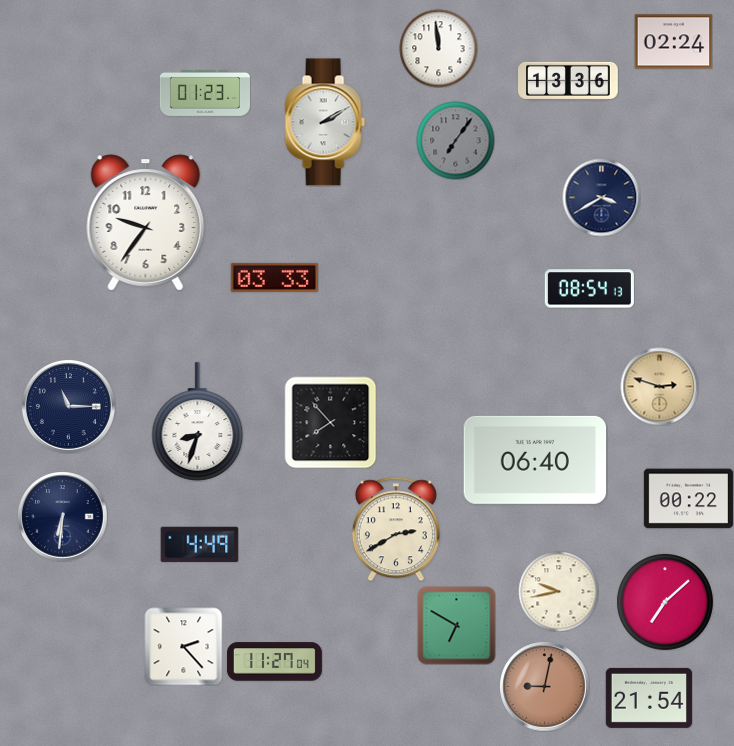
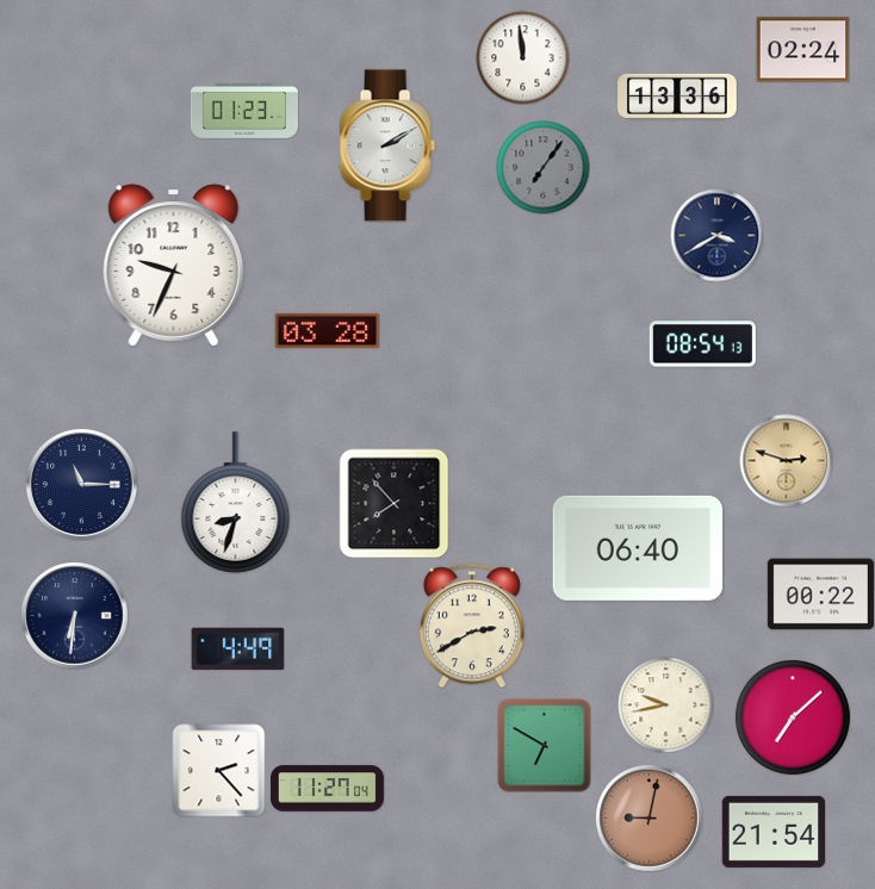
clock at (146, 223): 9:36 -> 9:34
clock at (274, 277): 03:33 -> 03:28
clock at (396, 529) position: (396, 529) -> (472, 626)
